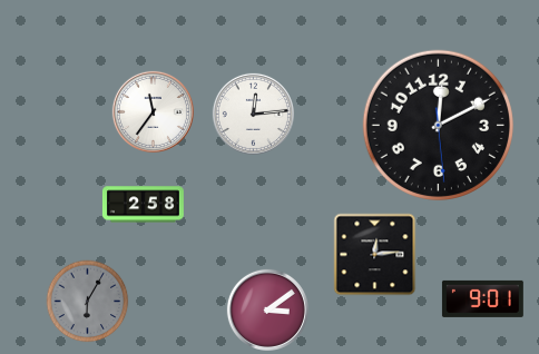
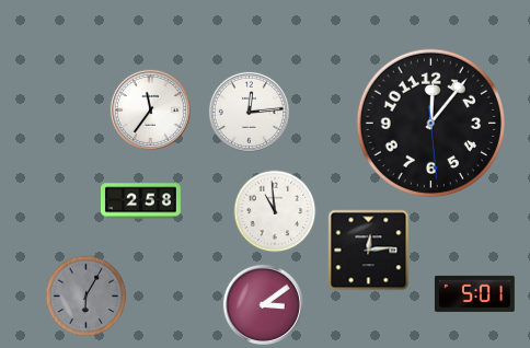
clock at (438, 125): 12:10 -> 12:06
clock at (275, 211): none -> 10:59
clock at (482, 298): 9:01 -> 5:01
